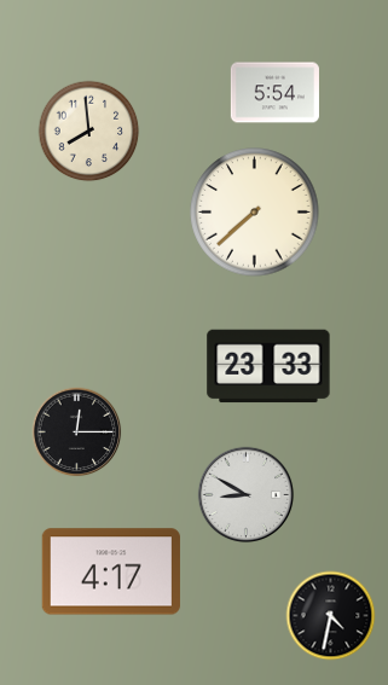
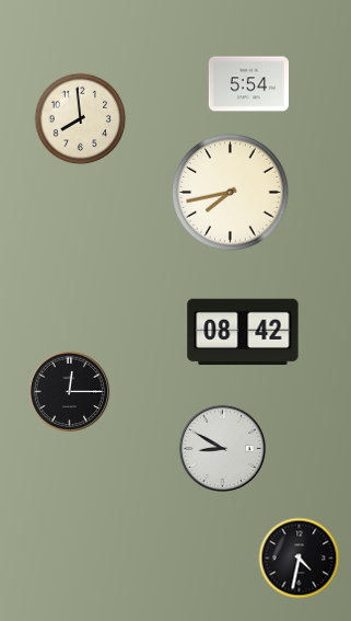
clock at (255, 213): 7:38 -> 7:43
clock at (268, 366): 23:33 -> 08:42
clock at (111, 571): 4:17 -> none
